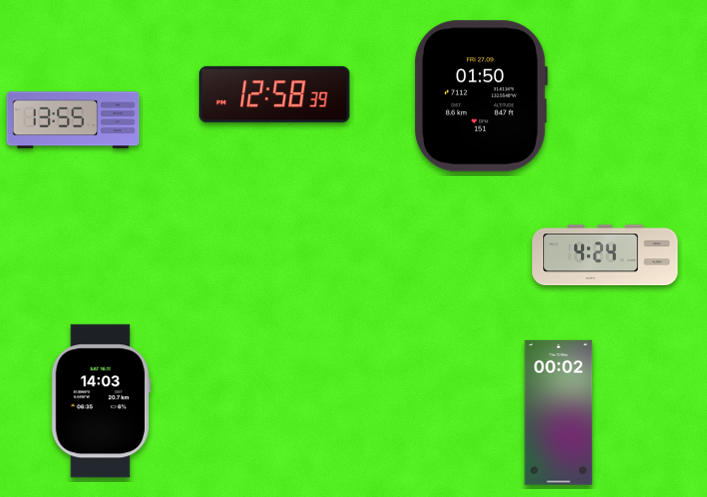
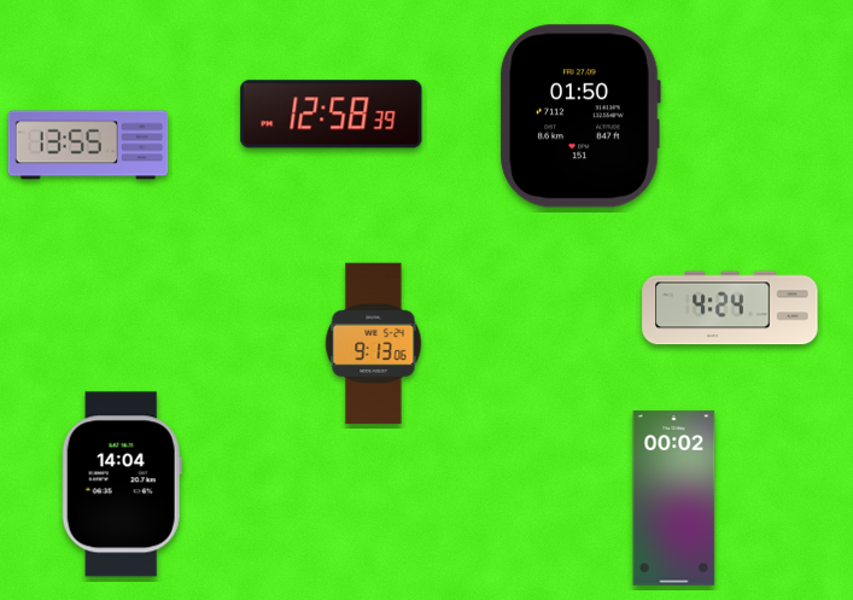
clock at (374, 344): none -> 9:13
clock at (101, 401): 14:03 -> 14:04
